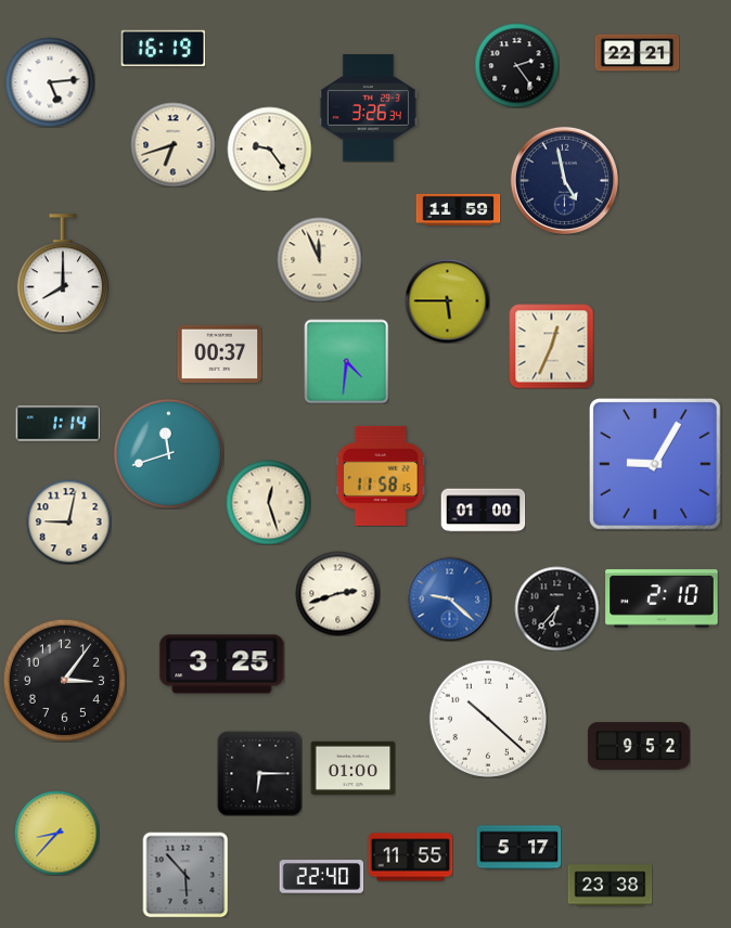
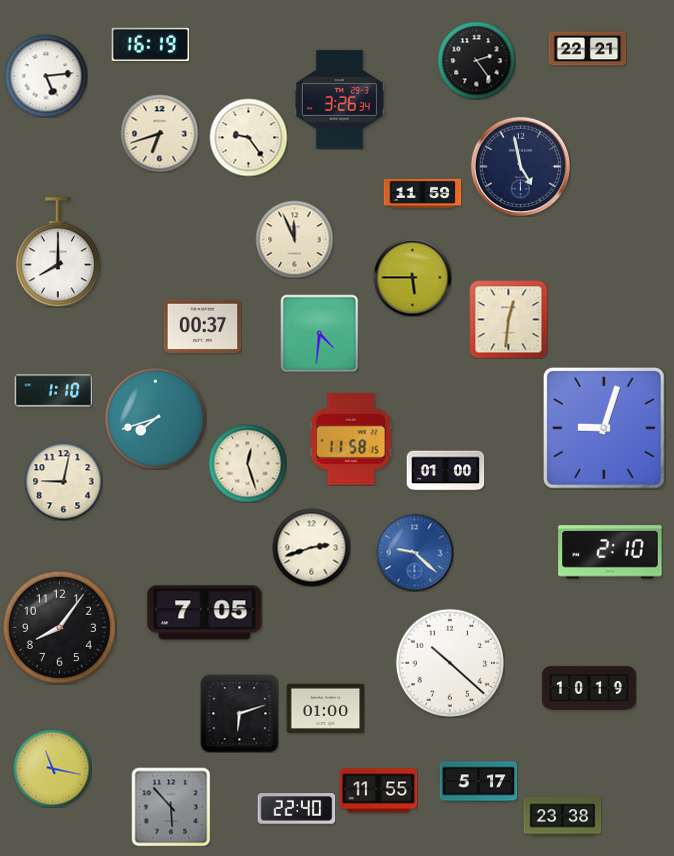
clock at (551, 346): 12:34 -> 12:31
clock at (57, 424): 1:14 -> 1:10
clock at (168, 453): 11:42 -> 7:42
clock at (656, 465): 9:05 -> 9:03
clock at (556, 608): 6:37 -> none
clock at (222, 665): 3:25 -> 7:05
clock at (64, 680): 3:06 -> 8:06
clock at (639, 746): 9:52 -> 10:19
clock at (259, 773): 6:15 -> 6:12
clock at (56, 833): 8:37 -> 11:17
